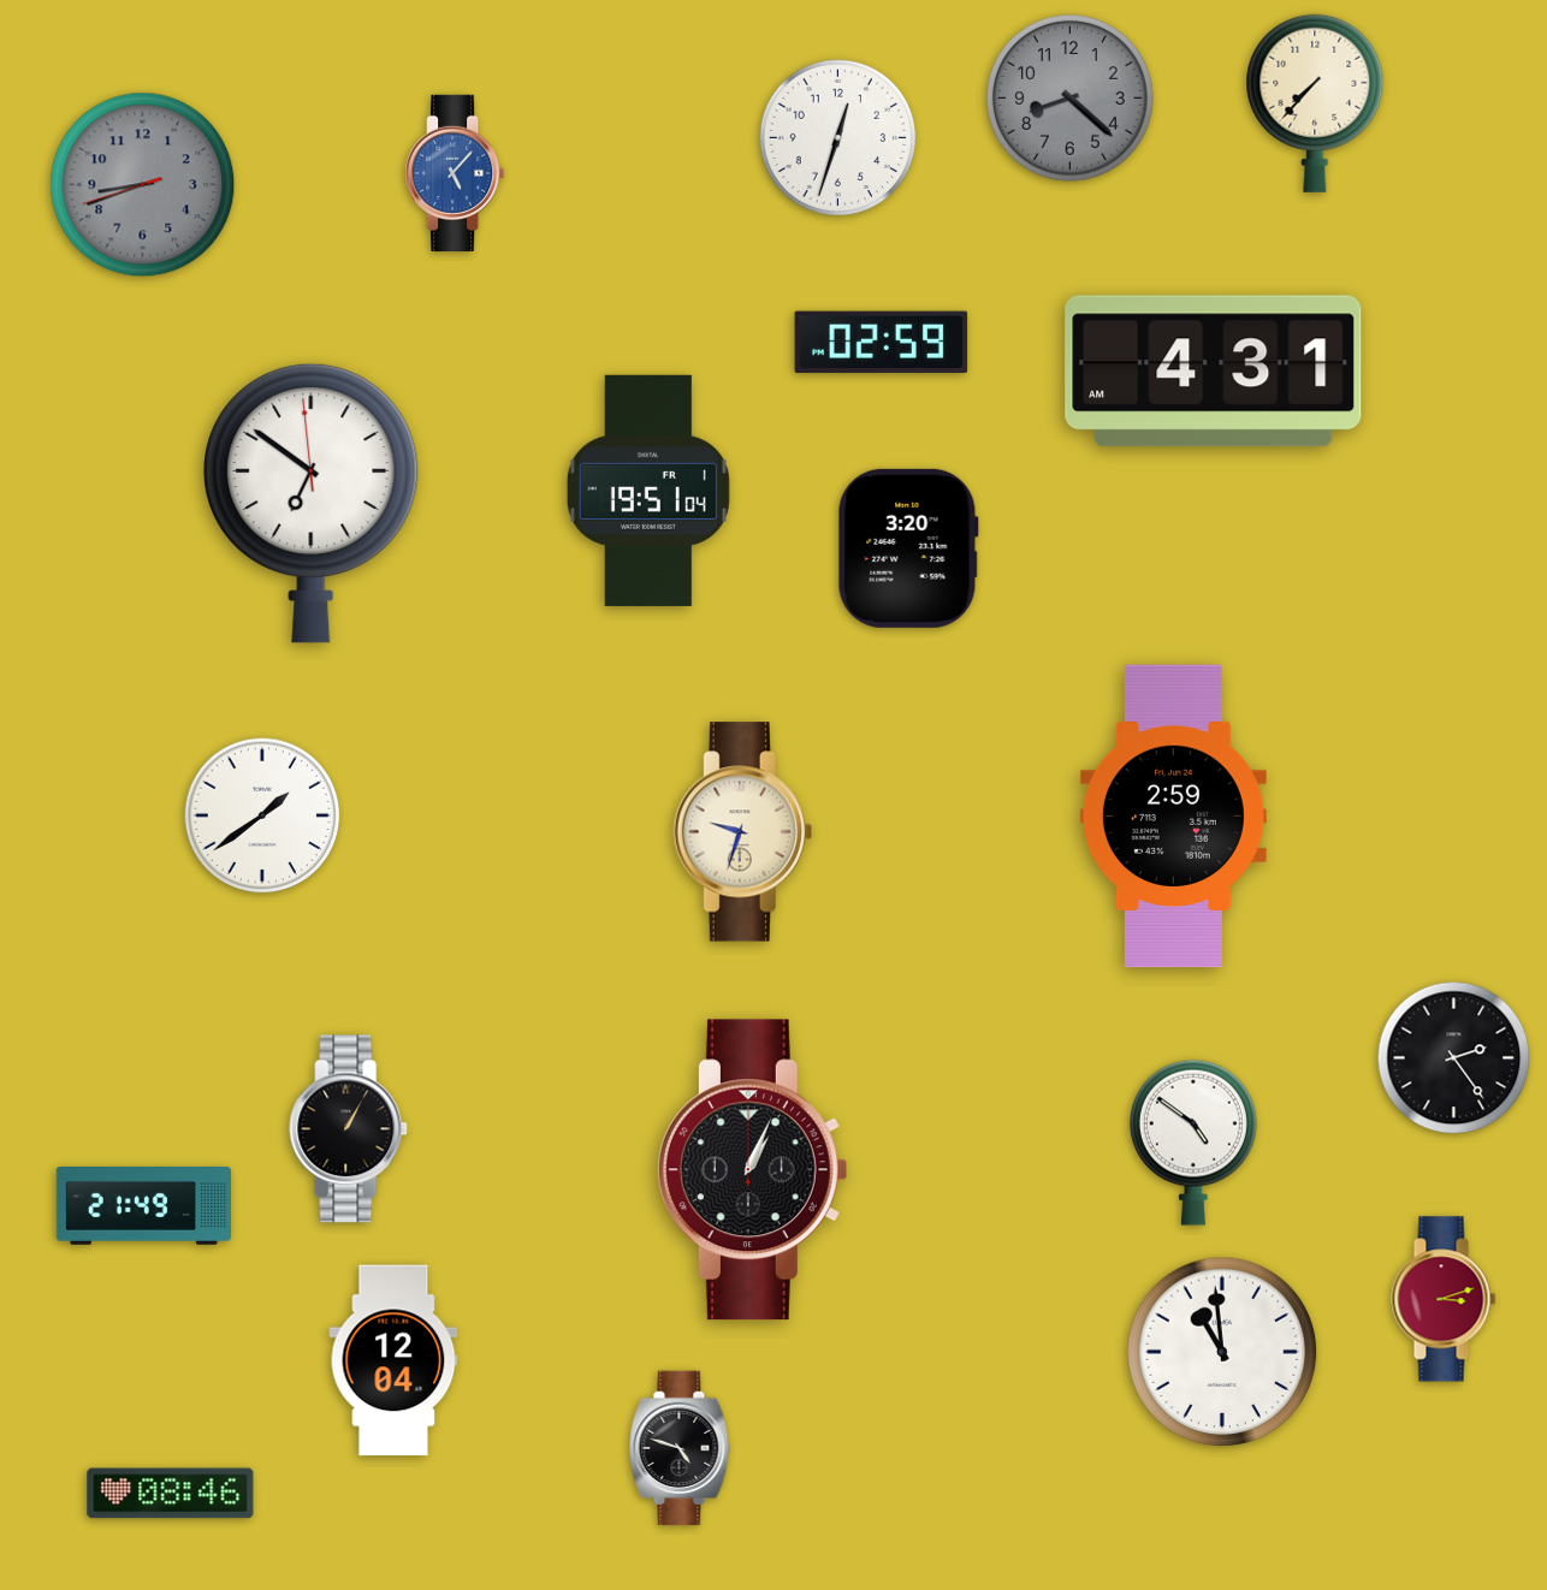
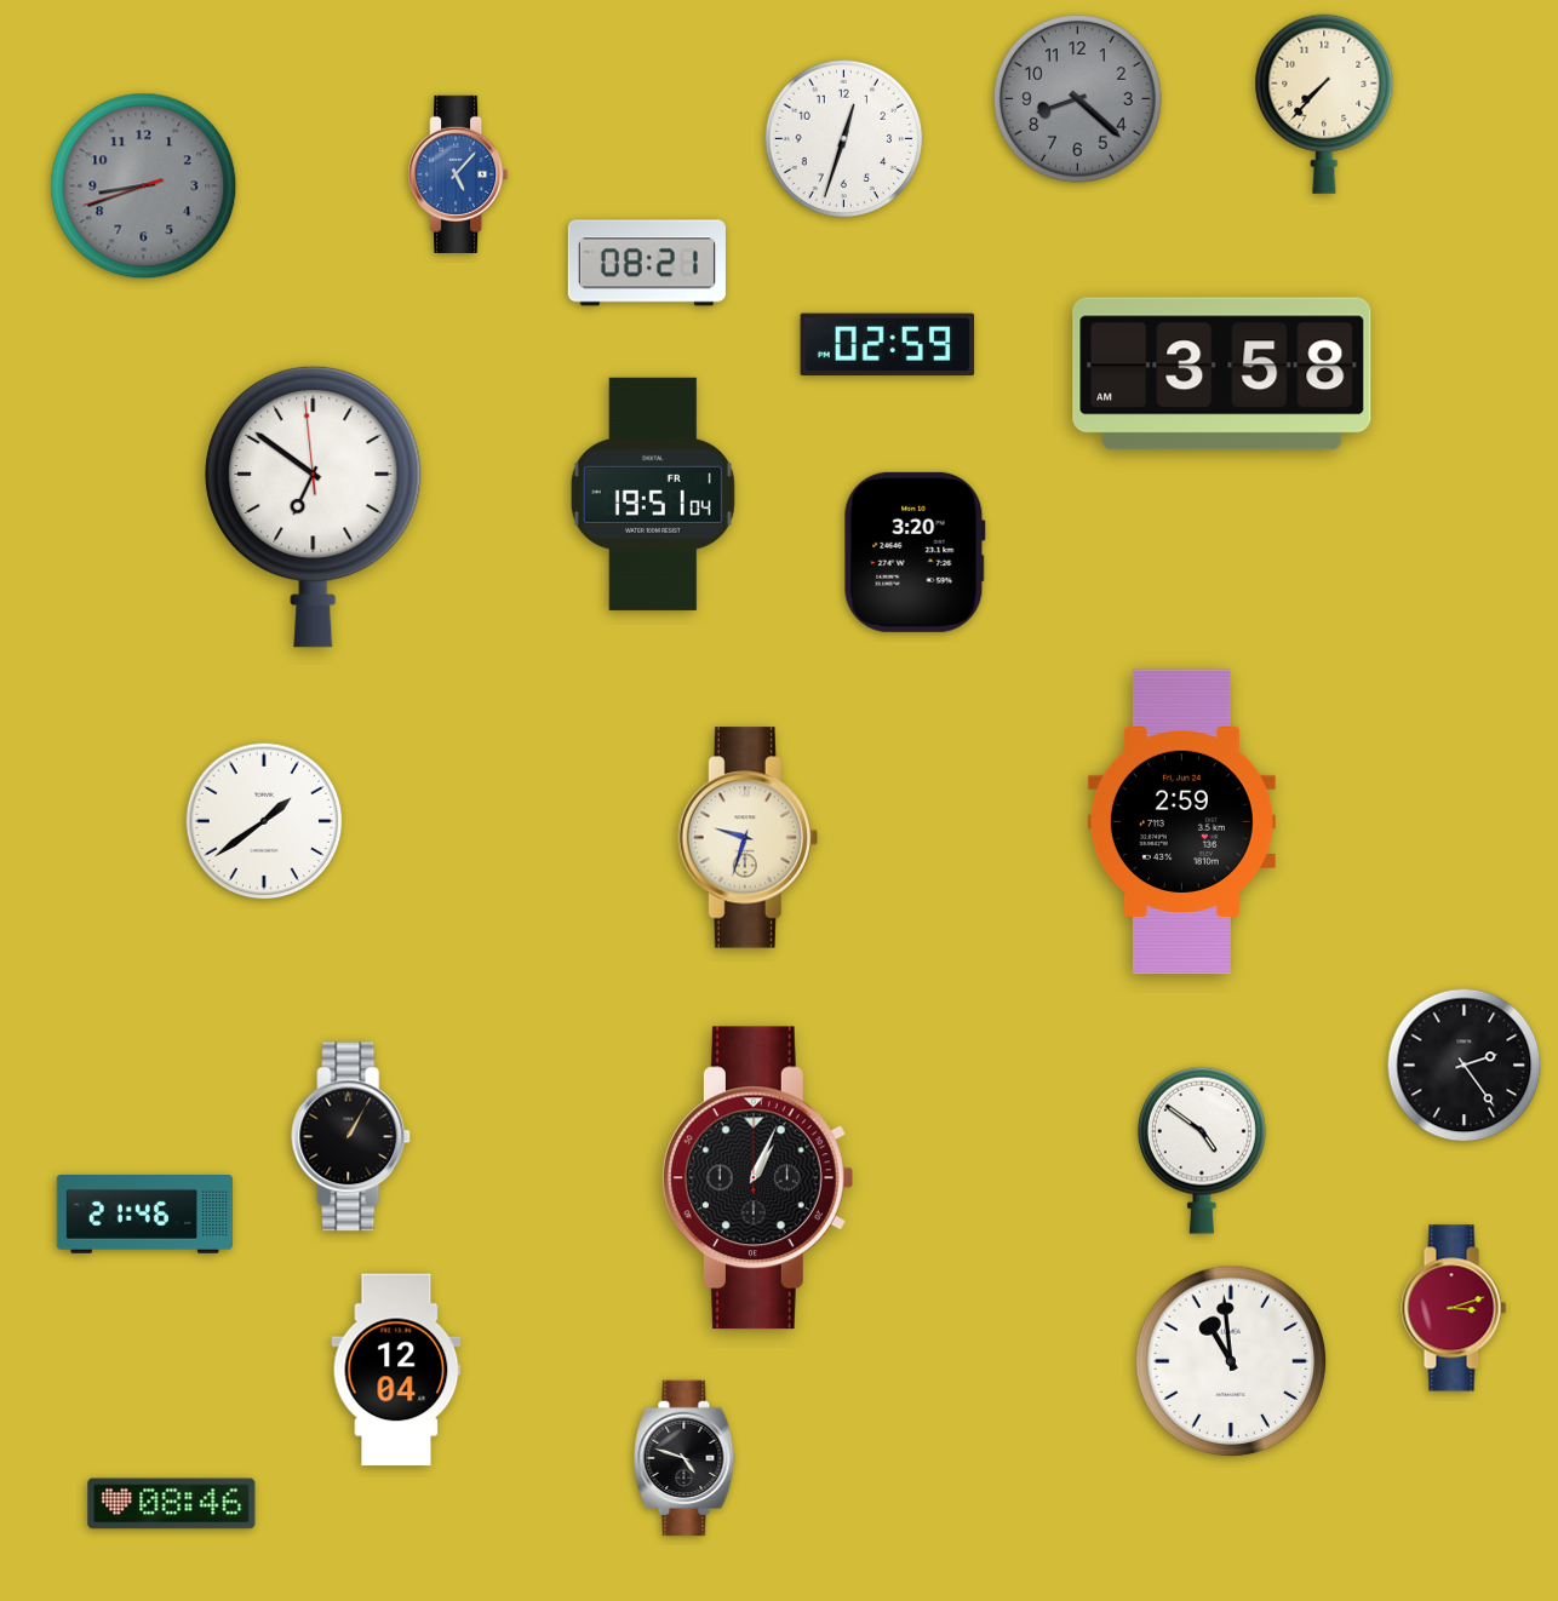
clock at (647, 263): none -> 08:21
clock at (1214, 372): 4:31 -> 3:58
clock at (143, 1206): 21:49 -> 21:46
